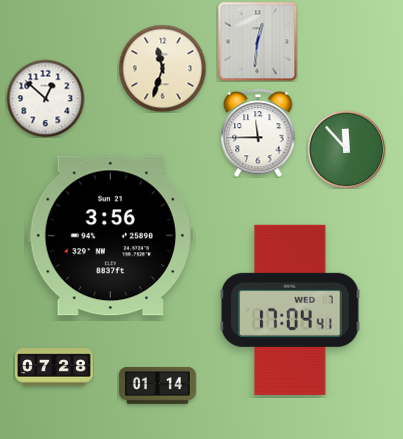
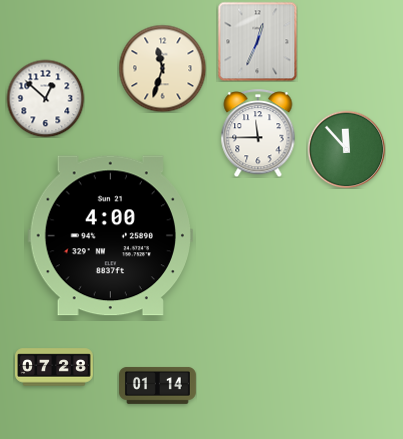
clock at (257, 41): 12:31 -> 12:34
clock at (110, 236): 3:56 -> 4:00
clock at (290, 310): 17:04 -> none
